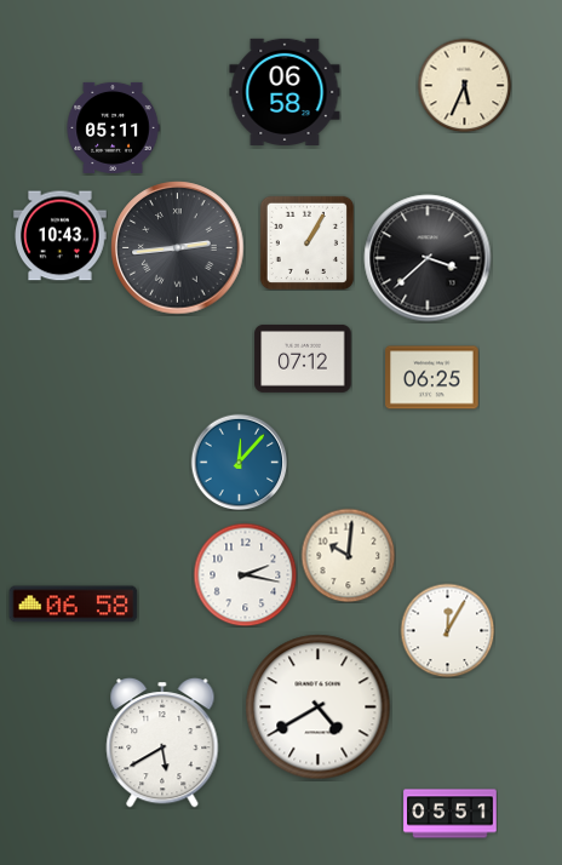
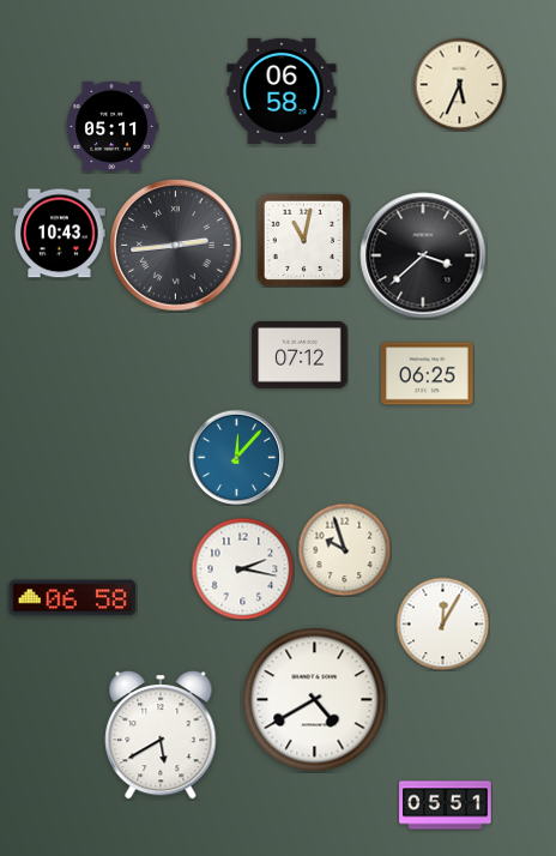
clock at (306, 242): 1:05 -> 11:02
clock at (348, 555): 10:01 -> 9:57
